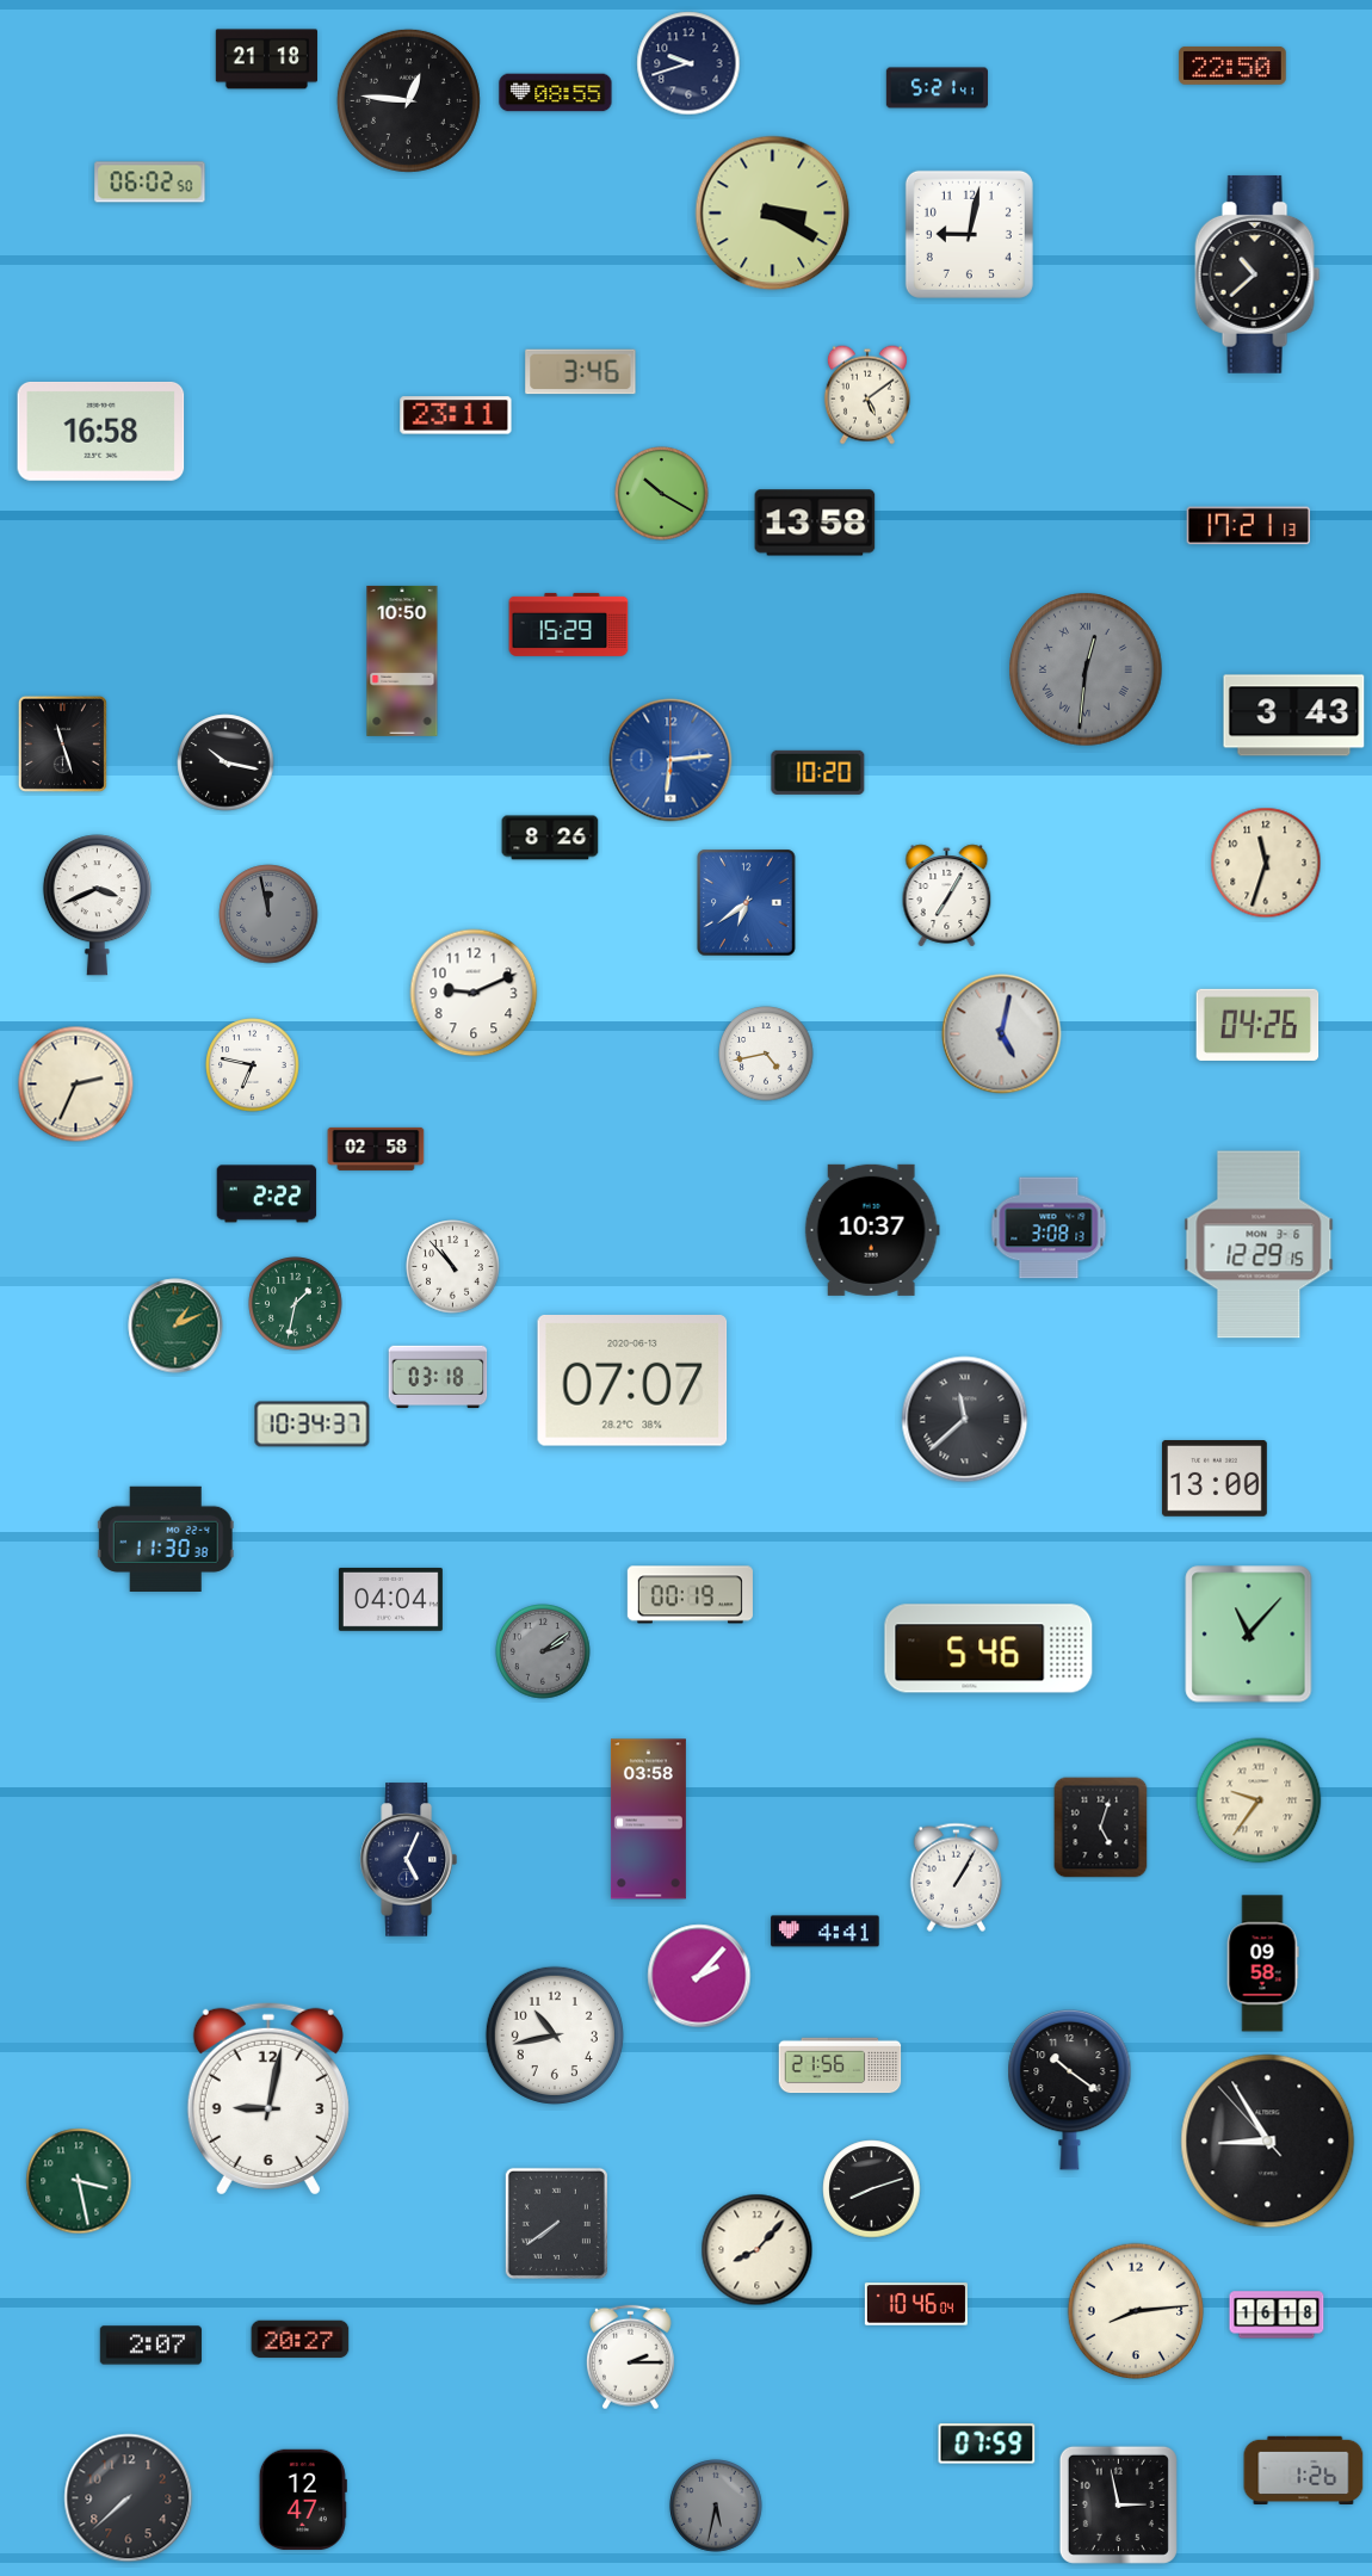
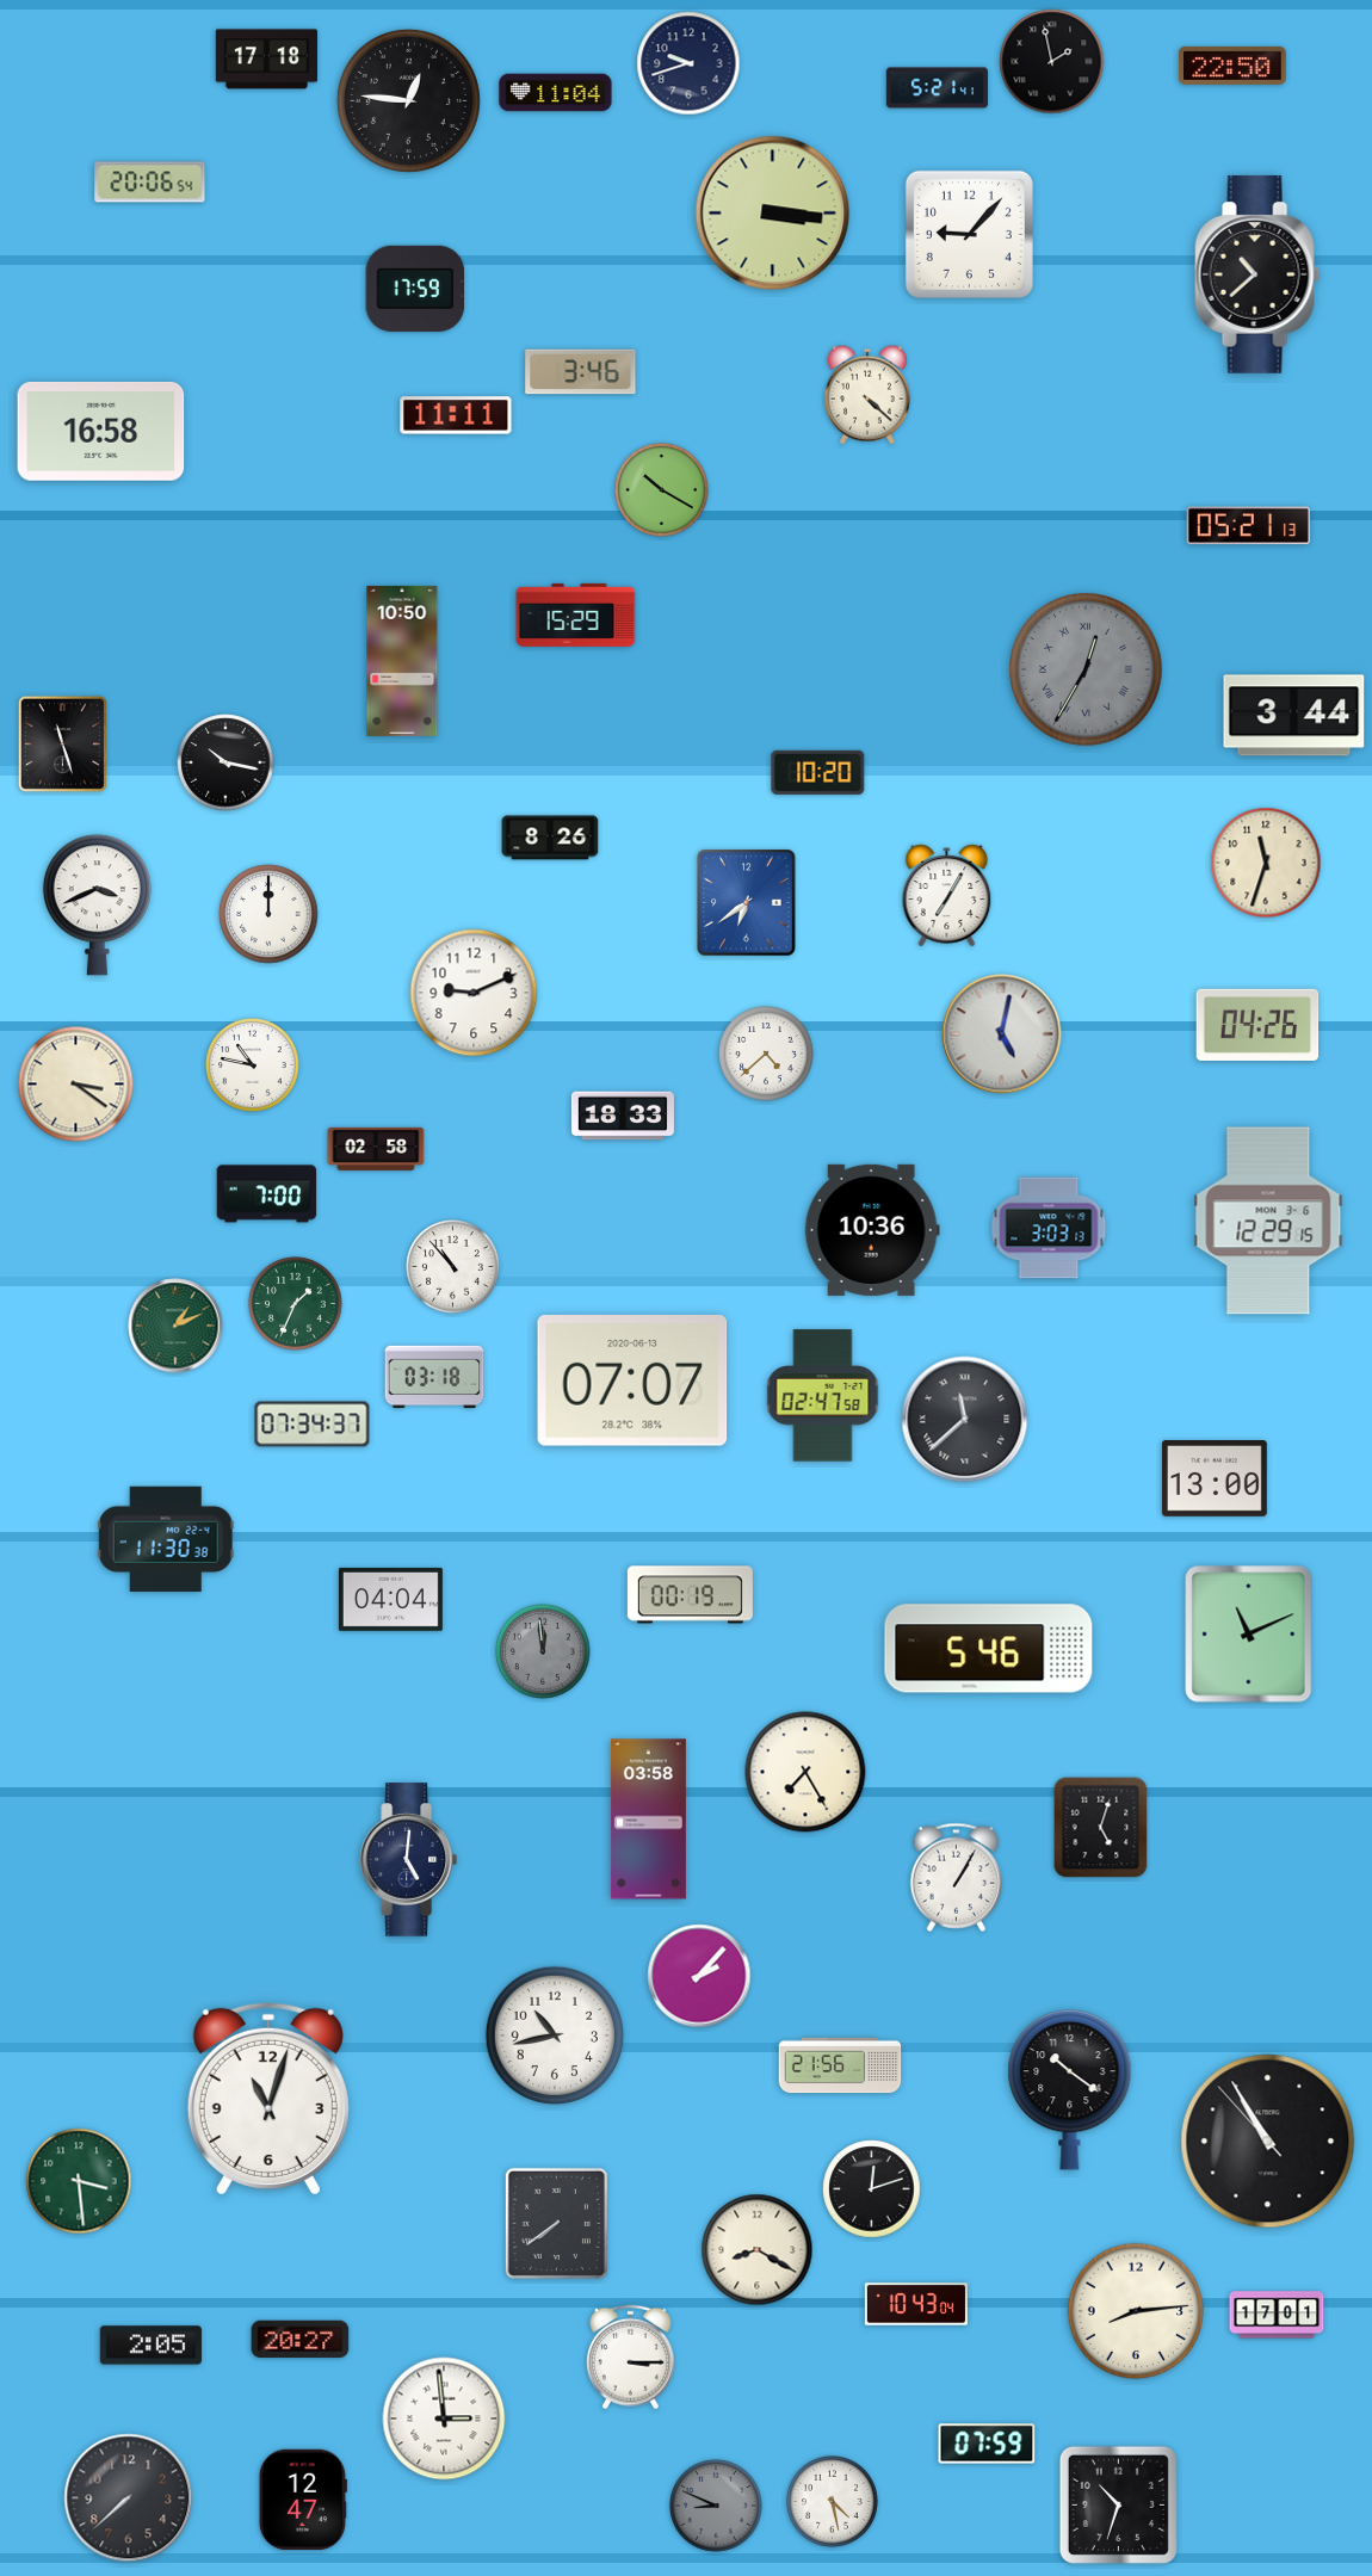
clock at (266, 60): 21:18 -> 17:18
clock at (1052, 62): none -> 1:58
clock at (556, 93): 08:55 -> 11:04
clock at (150, 183): 06:02 -> 20:06
clock at (773, 214): 3:20 -> 3:16
clock at (969, 234): 9:02 -> 9:07
clock at (415, 289): none -> 17:59
clock at (867, 395): 5:09 -> 4:22
clock at (456, 415): 23:11 -> 11:11
clock at (662, 494) position: (662, 494) -> (662, 490)
clock at (815, 523): 13:58 -> none
clock at (1248, 526): 17:21 -> 05:21
clock at (569, 624) position: (569, 624) -> (576, 614)
clock at (1086, 669): 12:31 -> 12:35
clock at (1294, 716): 3:43 -> 3:44
clock at (670, 760): 6:14 -> none
clock at (268, 914): 11:58 -> 12:00
clock at (268, 914) dial: grey -> white
clock at (766, 1054): 4:43 -> 4:38
clock at (253, 1065): 6:47 -> 10:47
clock at (76, 1085): 2:34 -> 3:21
clock at (623, 1116): none -> 18:33
clock at (267, 1194): 2:22 -> 7:00
clock at (1049, 1228): 3:08 -> 3:03
clock at (872, 1230): 10:37 -> 10:36
clock at (1259, 1244) position: (1259, 1244) -> (1268, 1221)
clock at (296, 1304): 1:32 -> 1:34
clock at (438, 1377) position: (438, 1377) -> (434, 1377)
clock at (823, 1396): none -> 02:47
clock at (313, 1425): 10:34 -> 07:34
clock at (1249, 1635): 11:07 -> 11:11
clock at (543, 1651): 2:09 -> 11:59
clock at (805, 1772): none -> 7:25
clock at (1259, 1800): 9:36 -> none
clock at (408, 1860): 5:04 -> 5:01
clock at (826, 1932): 4:41 -> none
clock at (1262, 1964): 09:58 -> none
clock at (268, 2099): 9:02 -> 11:03
clock at (1268, 2142): 8:54 -> 10:54
clock at (79, 2181): 3:28 -> 3:29
clock at (872, 2189): 8:12 -> 12:12
clock at (758, 2250): 8:07 -> 8:20
clock at (916, 2304): 10:46 -> 10:43
clock at (1277, 2315): 16:18 -> 17:01
clock at (150, 2346): 2:07 -> 2:05
clock at (630, 2358): 2:15 -> 3:15
clock at (444, 2419): none -> 2:59
clock at (1304, 2471): 1:26 -> none
clock at (833, 2502): none -> 4:28
clock at (1118, 2504): 2:58 -> 10:33
clock at (716, 2506): 5:32 -> 8:49
